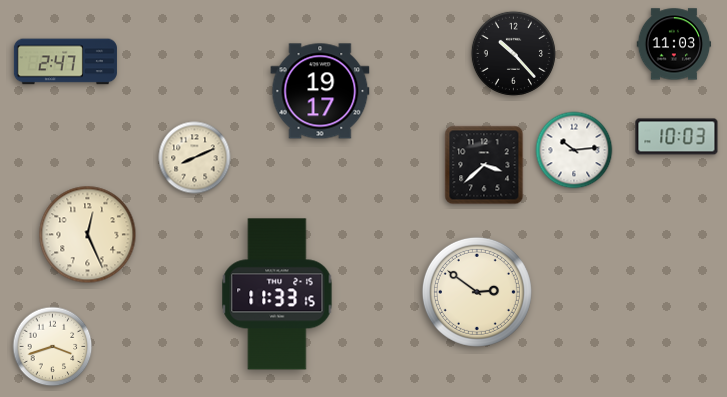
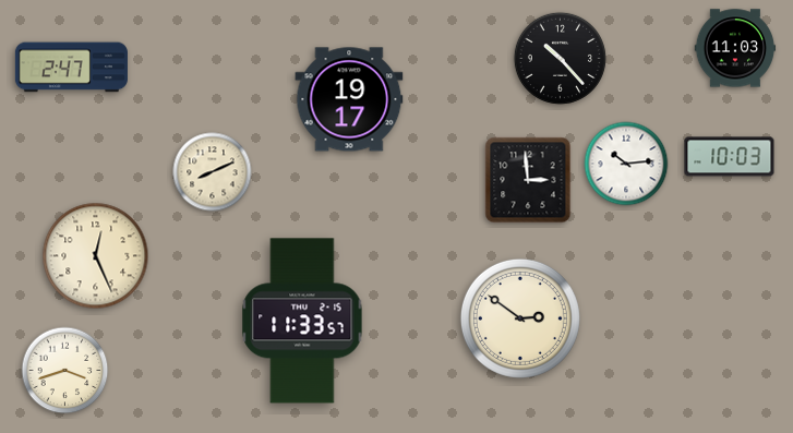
clock at (677, 137) position: (677, 137) -> (730, 157)
clock at (484, 165): 3:38 -> 2:59
clock at (277, 294): 11:33:15 -> 11:33:57
clock at (53, 347) position: (53, 347) -> (65, 371)
